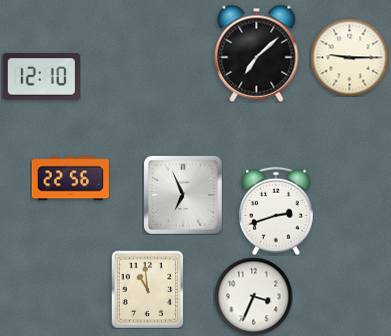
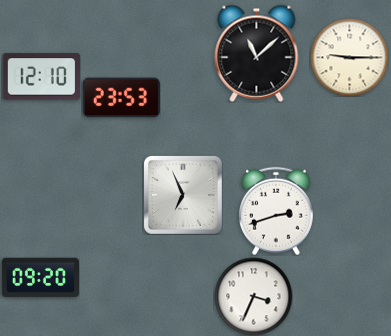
clock at (257, 53): 7:08 -> 11:08
clock at (121, 98): none -> 23:53
clock at (70, 179): 22:56 -> none
clock at (40, 278): none -> 09:20
clock at (148, 289): 10:59 -> none
